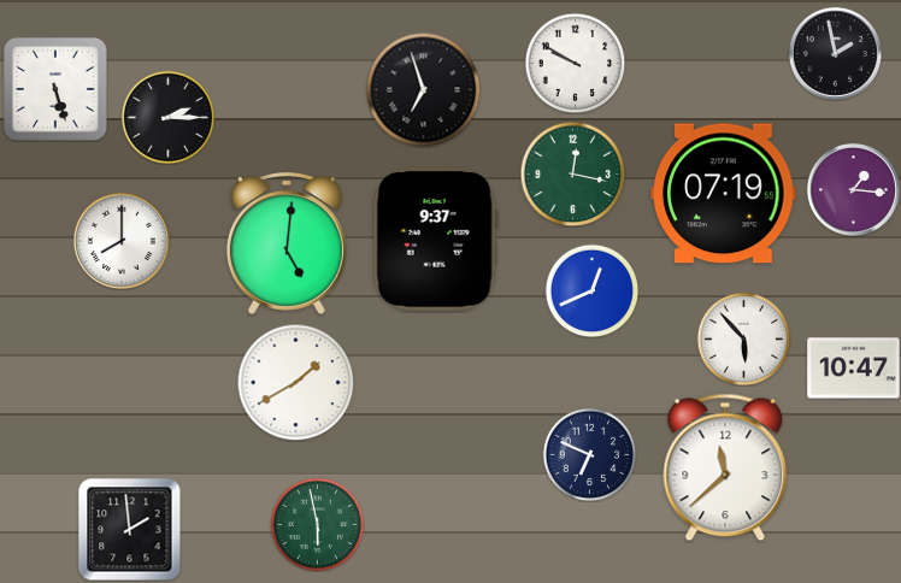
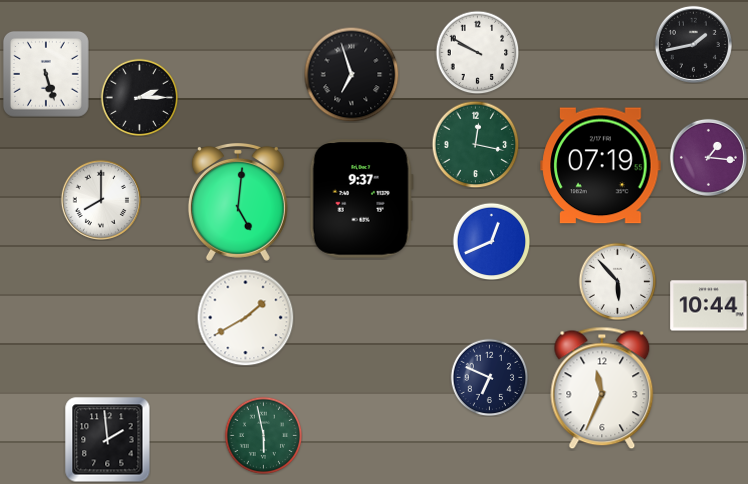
clock at (835, 53): 1:58 -> 1:43
clock at (724, 194) position: (724, 194) -> (601, 166)
clock at (854, 369): 10:47 -> 10:44
clock at (725, 467): 11:38 -> 11:34
